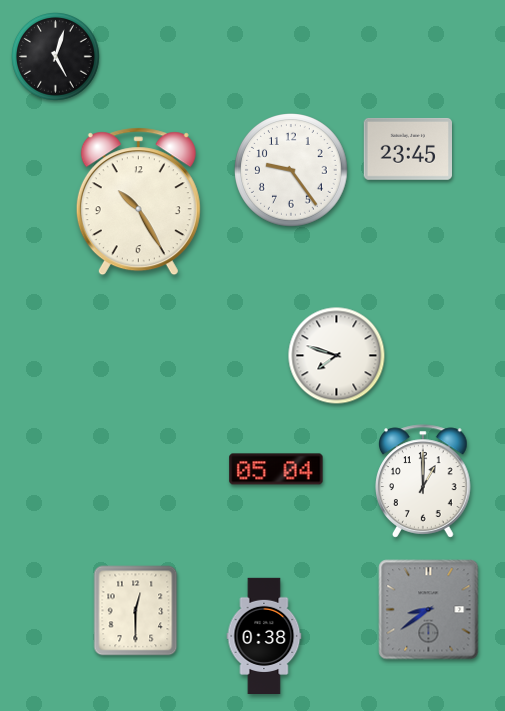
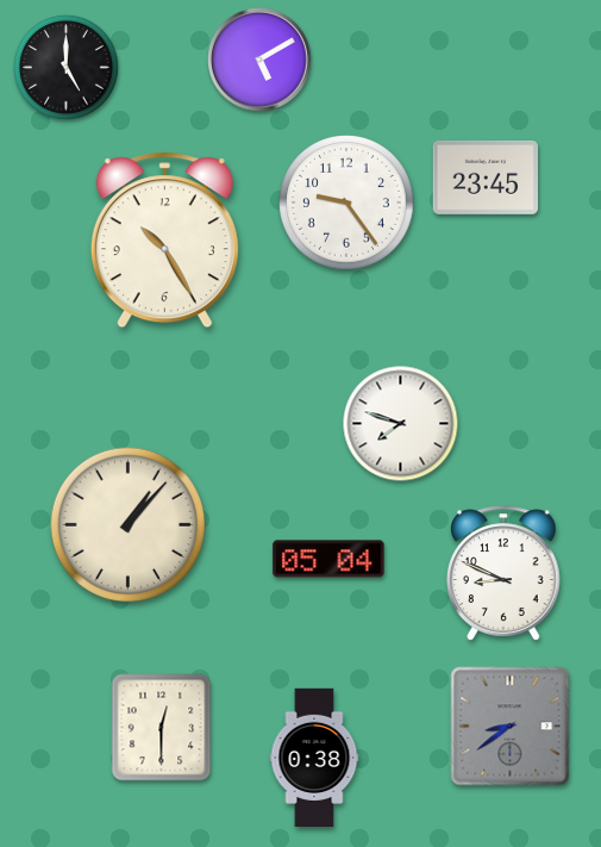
clock at (261, 61): none -> 5:10
clock at (56, 57): 5:03 -> 5:00
clock at (129, 525): none -> 1:07
clock at (424, 481): 1:00 -> 8:49
